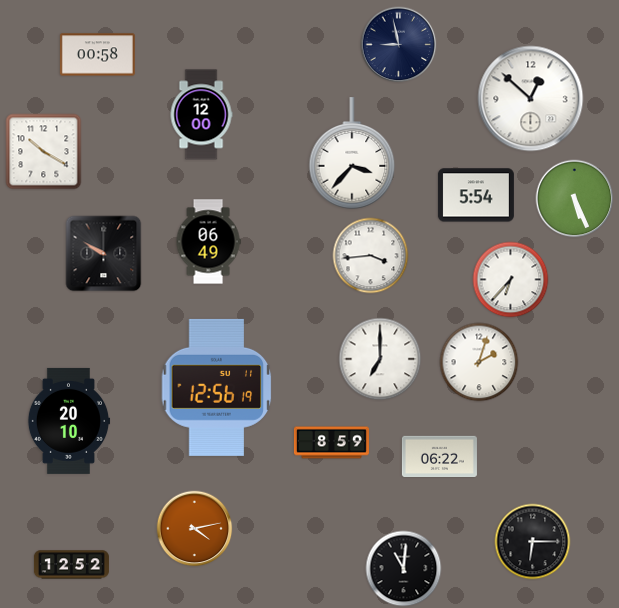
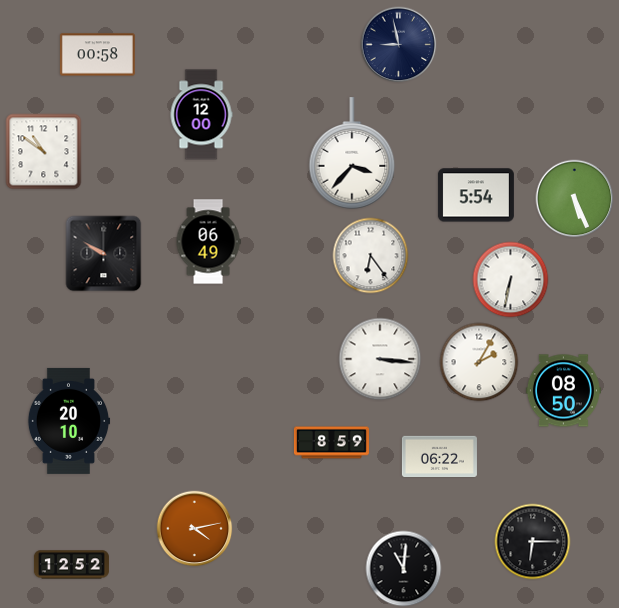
clock at (531, 99): 12:52 -> none
clock at (44, 152): 10:20 -> 10:51
clock at (371, 256): 3:44 -> 6:24
clock at (511, 280): 6:37 -> 6:32
clock at (380, 359): 7:00 -> 3:16
clock at (479, 362): 2:03 -> 2:05
clock at (217, 387): 12:56 -> none
clock at (563, 391): none -> 08:50
